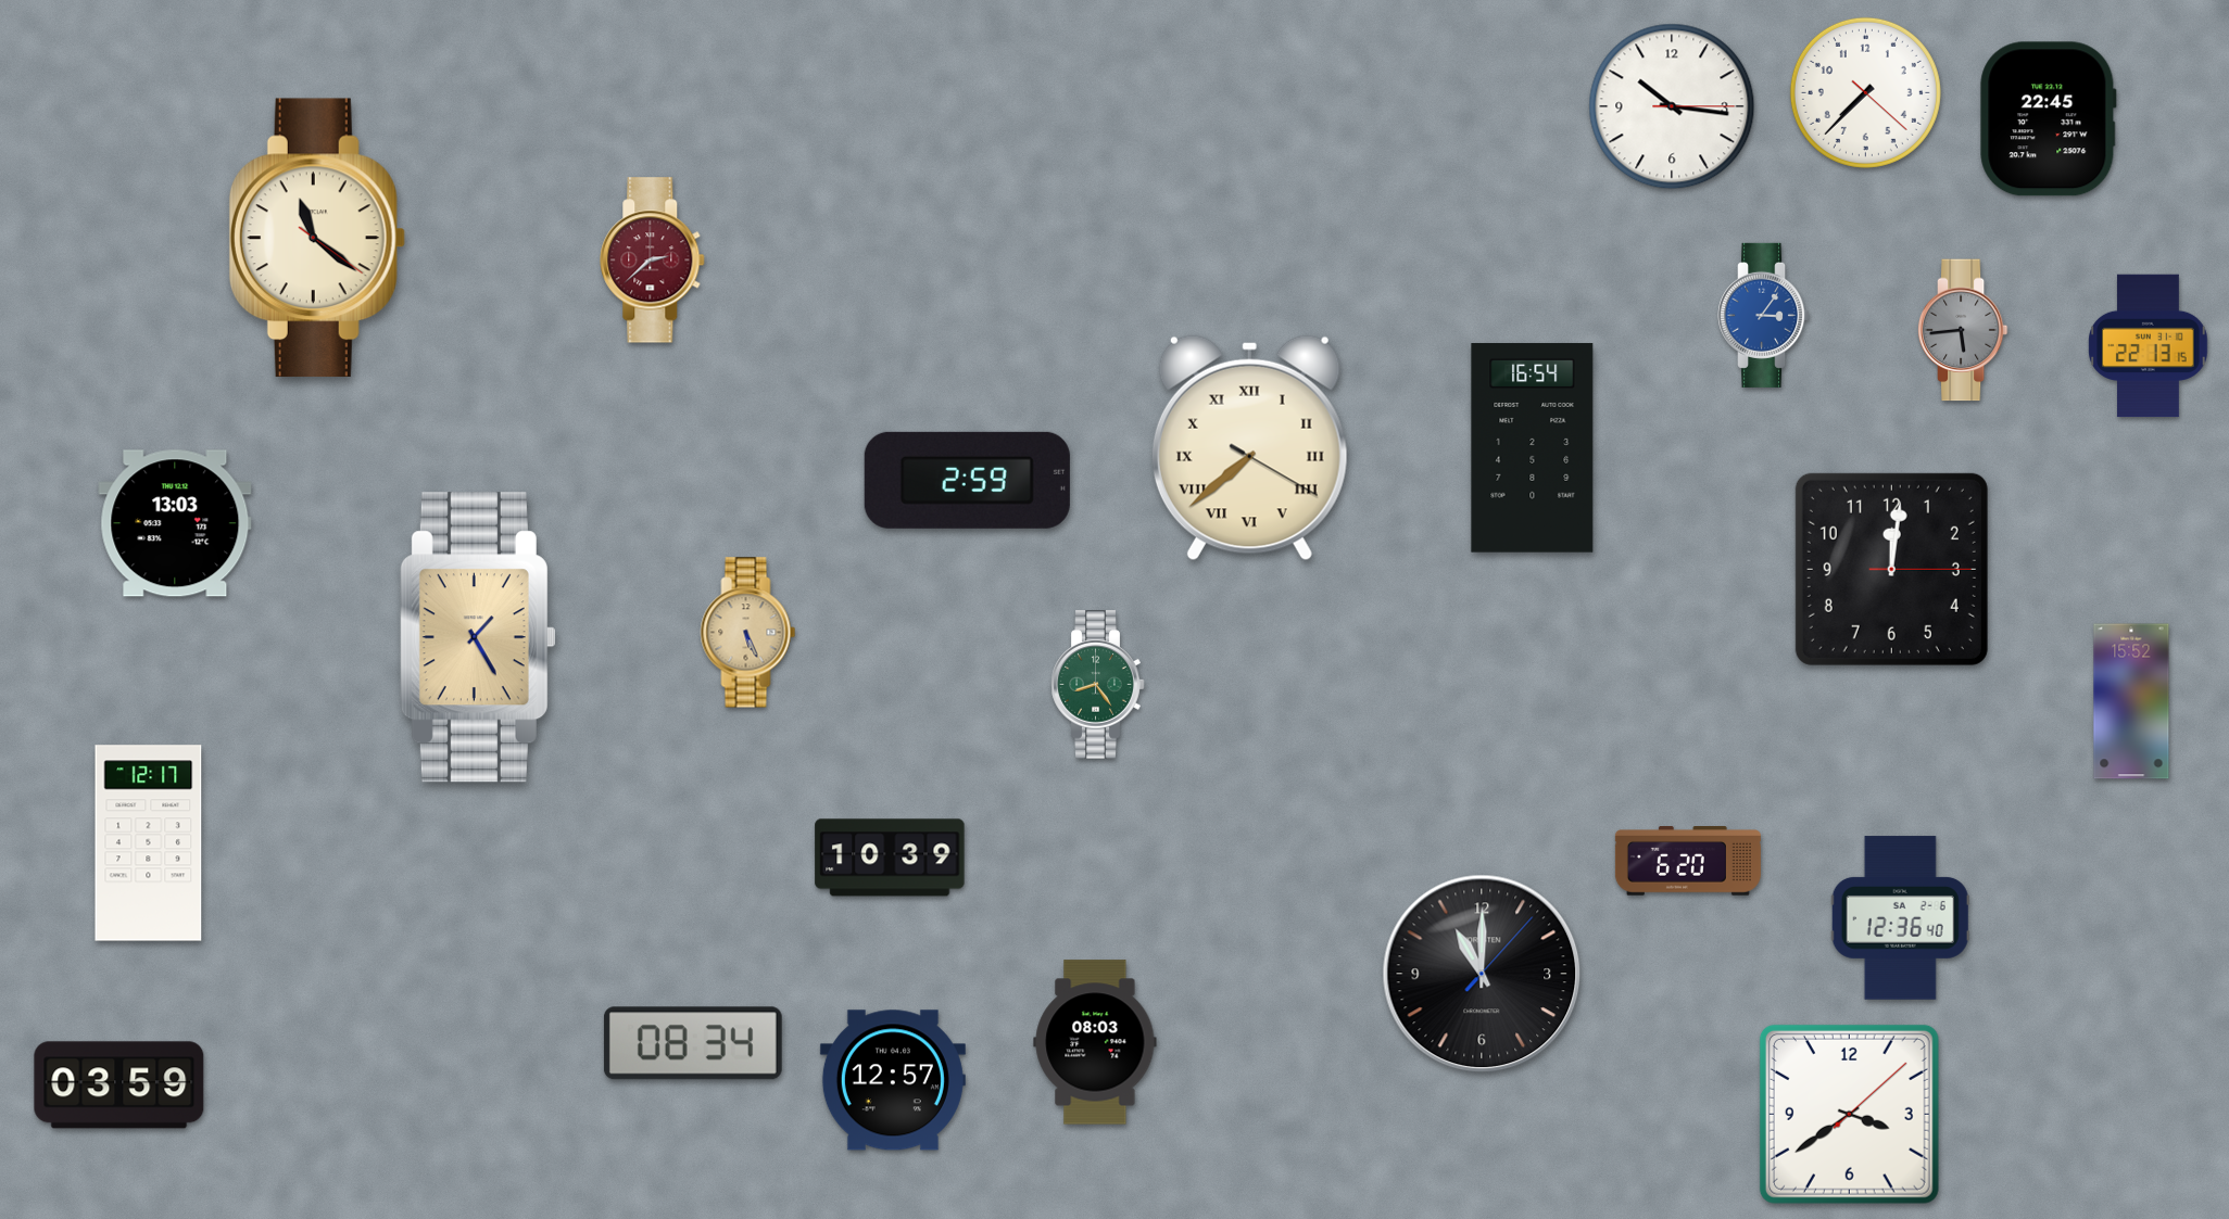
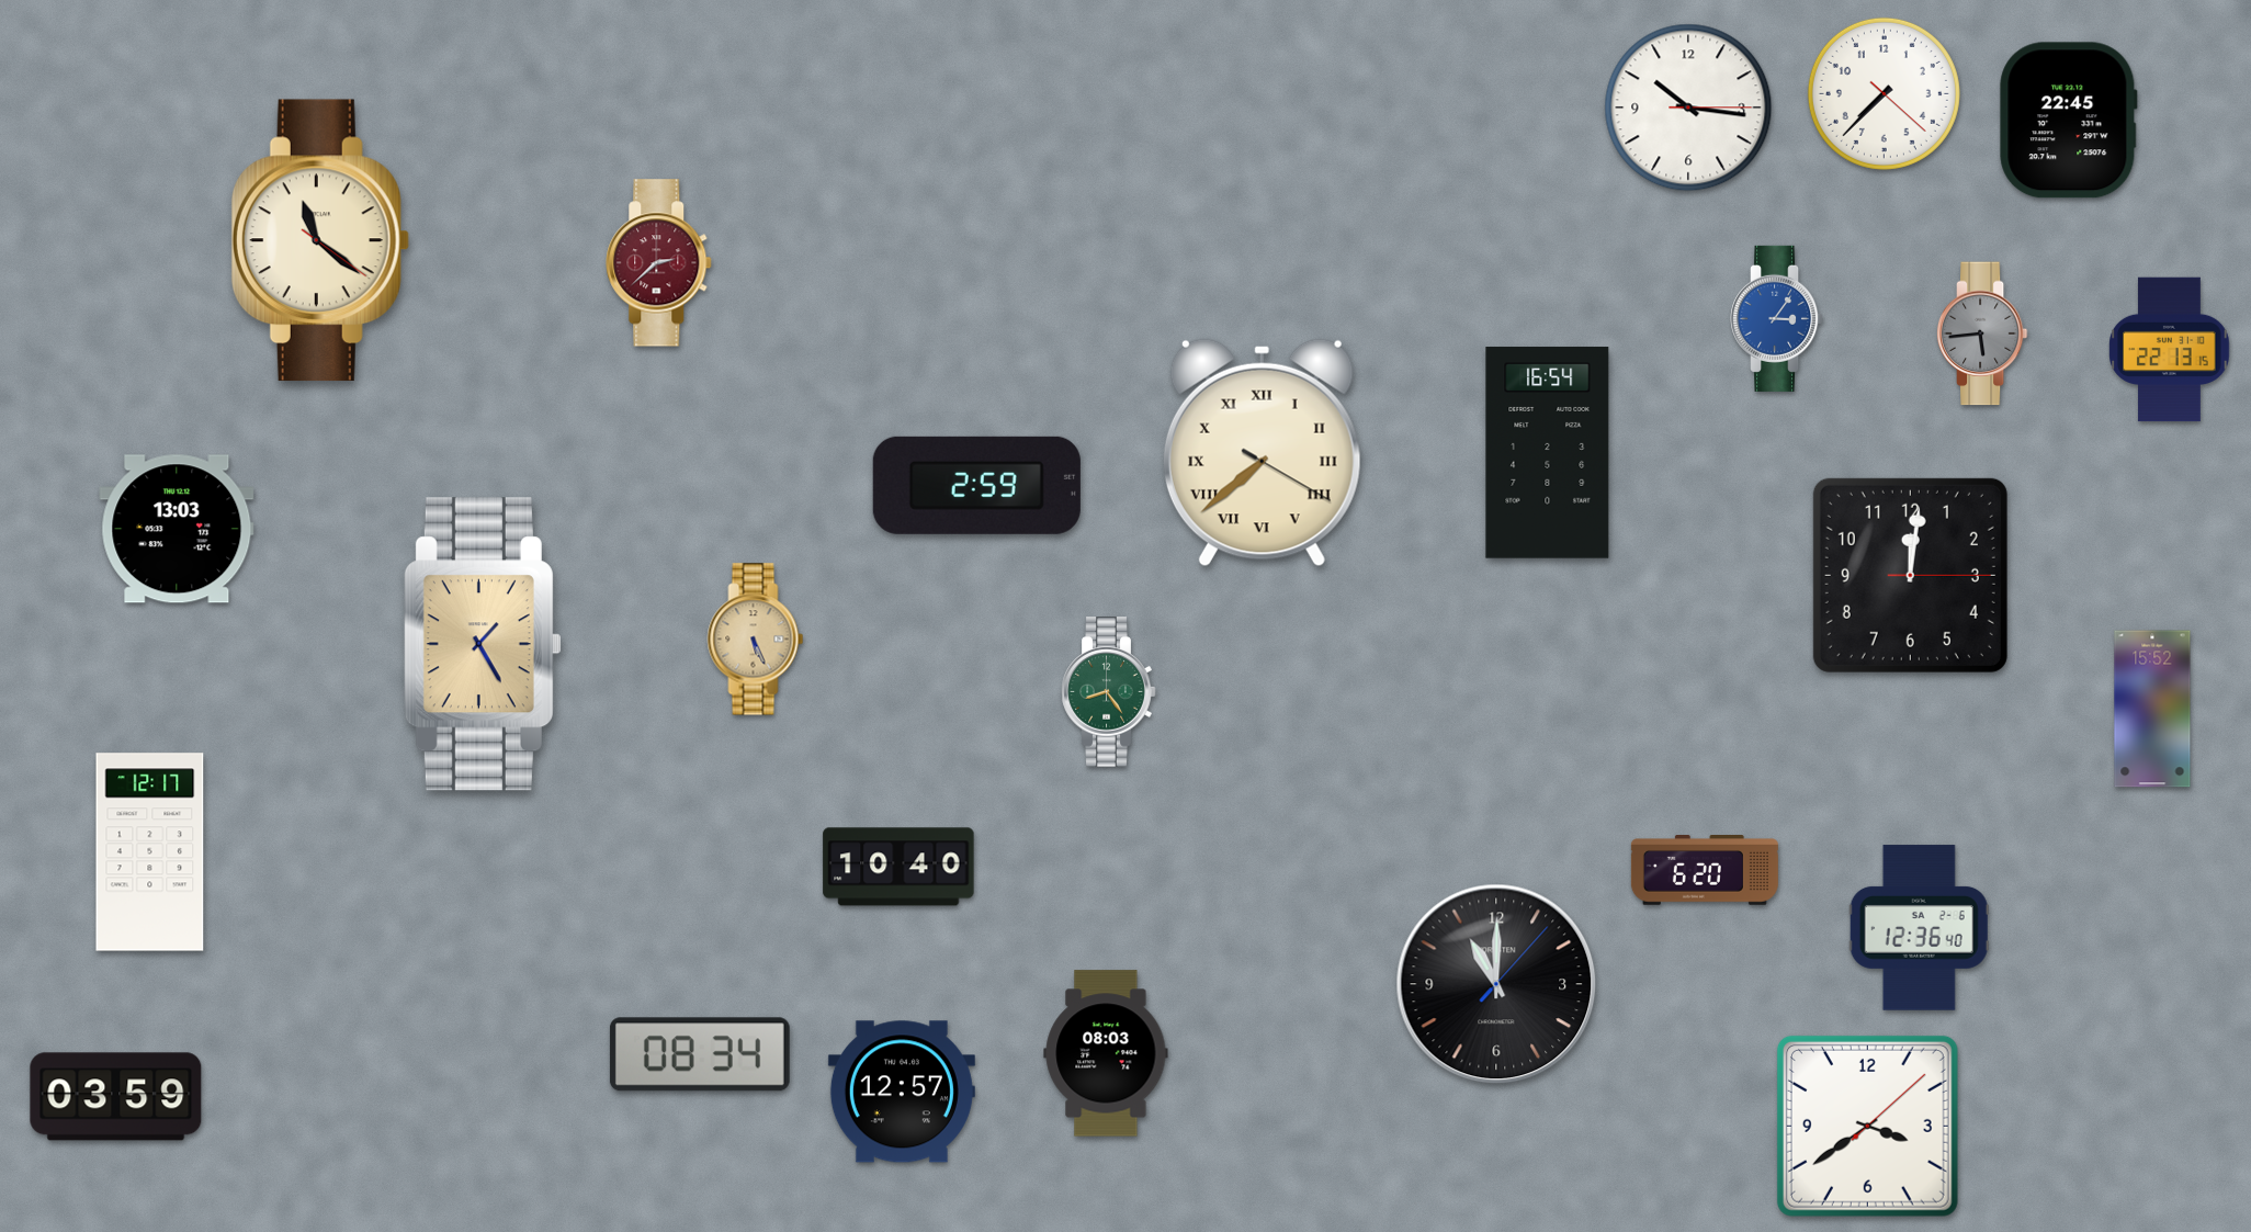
clock at (1764, 315) position: (1764, 315) -> (1777, 318)
clock at (890, 858): 10:39 -> 10:40
clock at (119, 1085) position: (119, 1085) -> (116, 1097)
